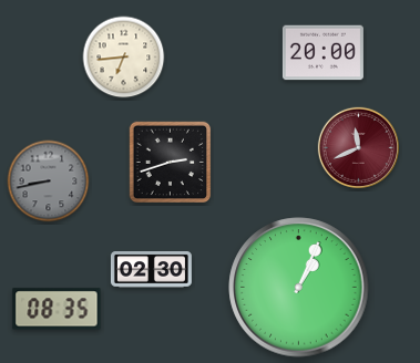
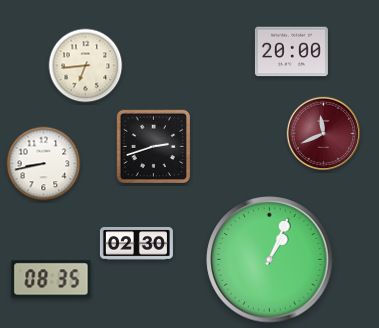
clock at (322, 53) position: (322, 53) -> (291, 52)
clock at (124, 58) position: (124, 58) -> (86, 66)
clock at (49, 181) dial: grey -> white
